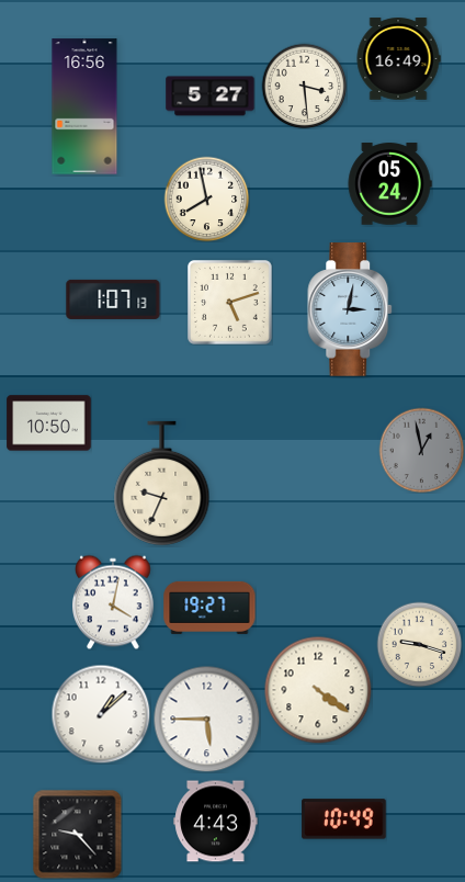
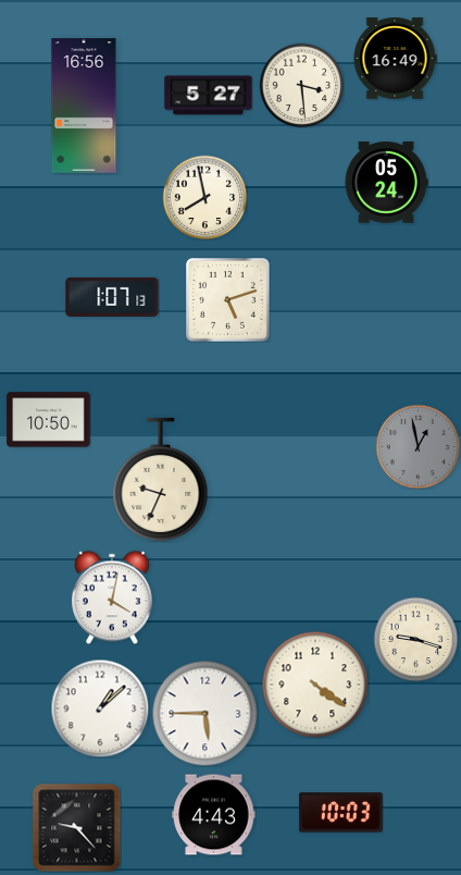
clock at (351, 309): 3:02 -> none
clock at (209, 608): 19:27 -> none
clock at (344, 819): 10:49 -> 10:03
